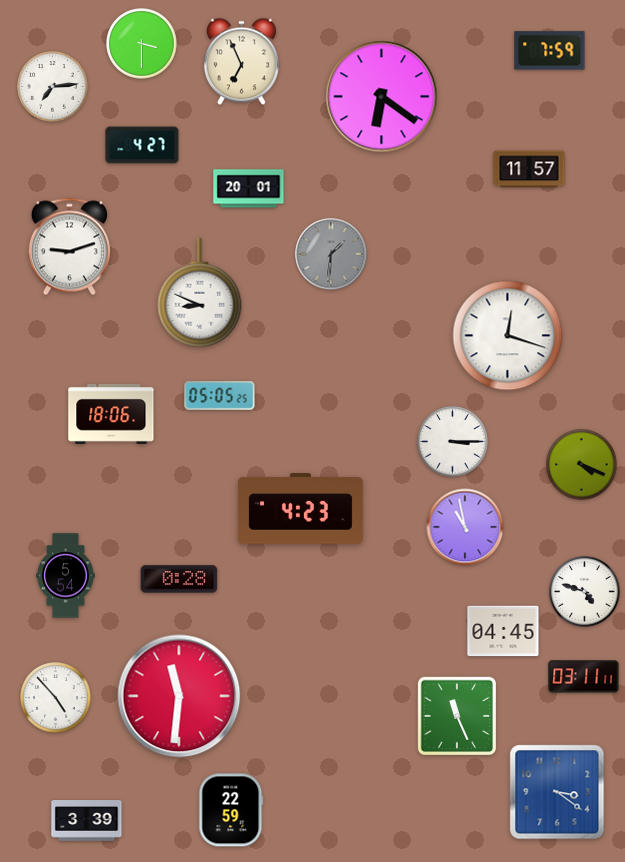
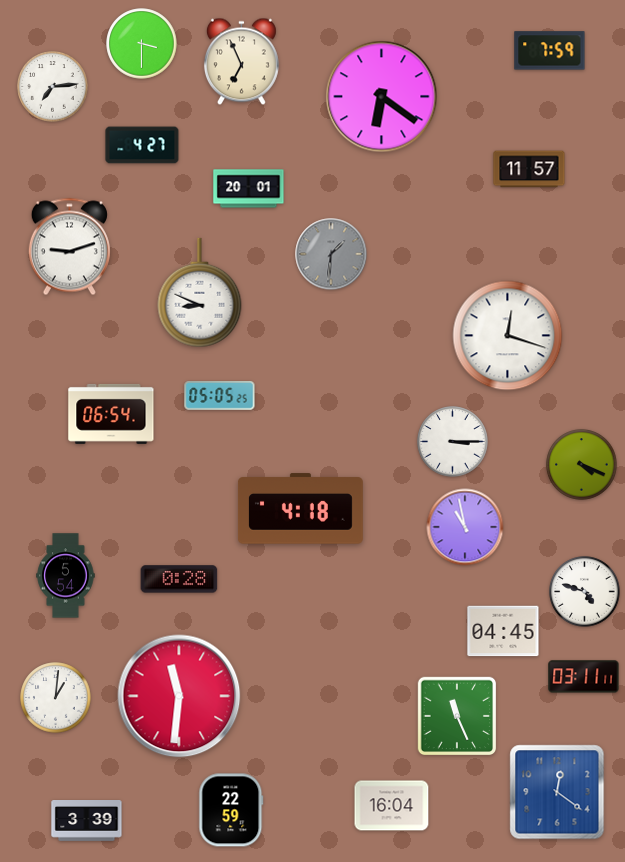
clock at (111, 414): 18:06 -> 06:54
clock at (300, 509): 4:23 -> 4:18
clock at (56, 698): 4:53 -> 1:01
clock at (557, 792): 3:21 -> 12:21
clock at (392, 806): none -> 16:04
